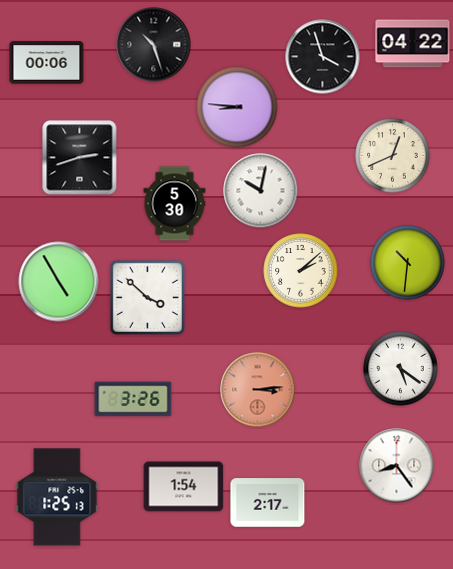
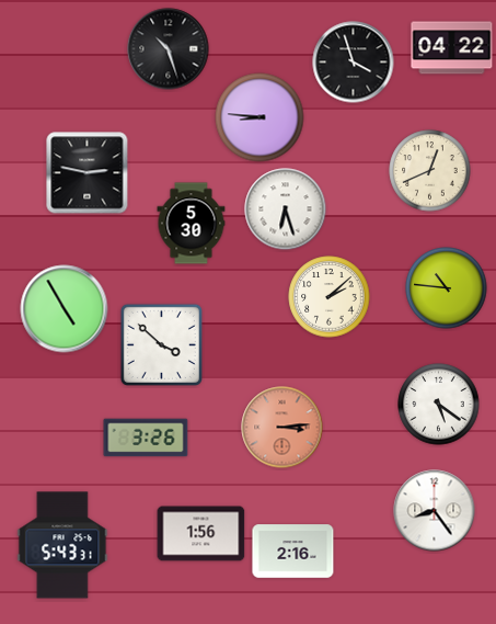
clock at (47, 63): 00:06 -> none
clock at (80, 158): 2:42 -> 2:47
clock at (261, 191): 10:02 -> 6:27
clock at (408, 263): 10:31 -> 10:46
clock at (147, 297) position: (147, 297) -> (161, 344)
clock at (184, 487): 1:54 -> 1:56
clock at (57, 497): 1:25 -> 5:43
clock at (268, 503): 2:17 -> 2:16
